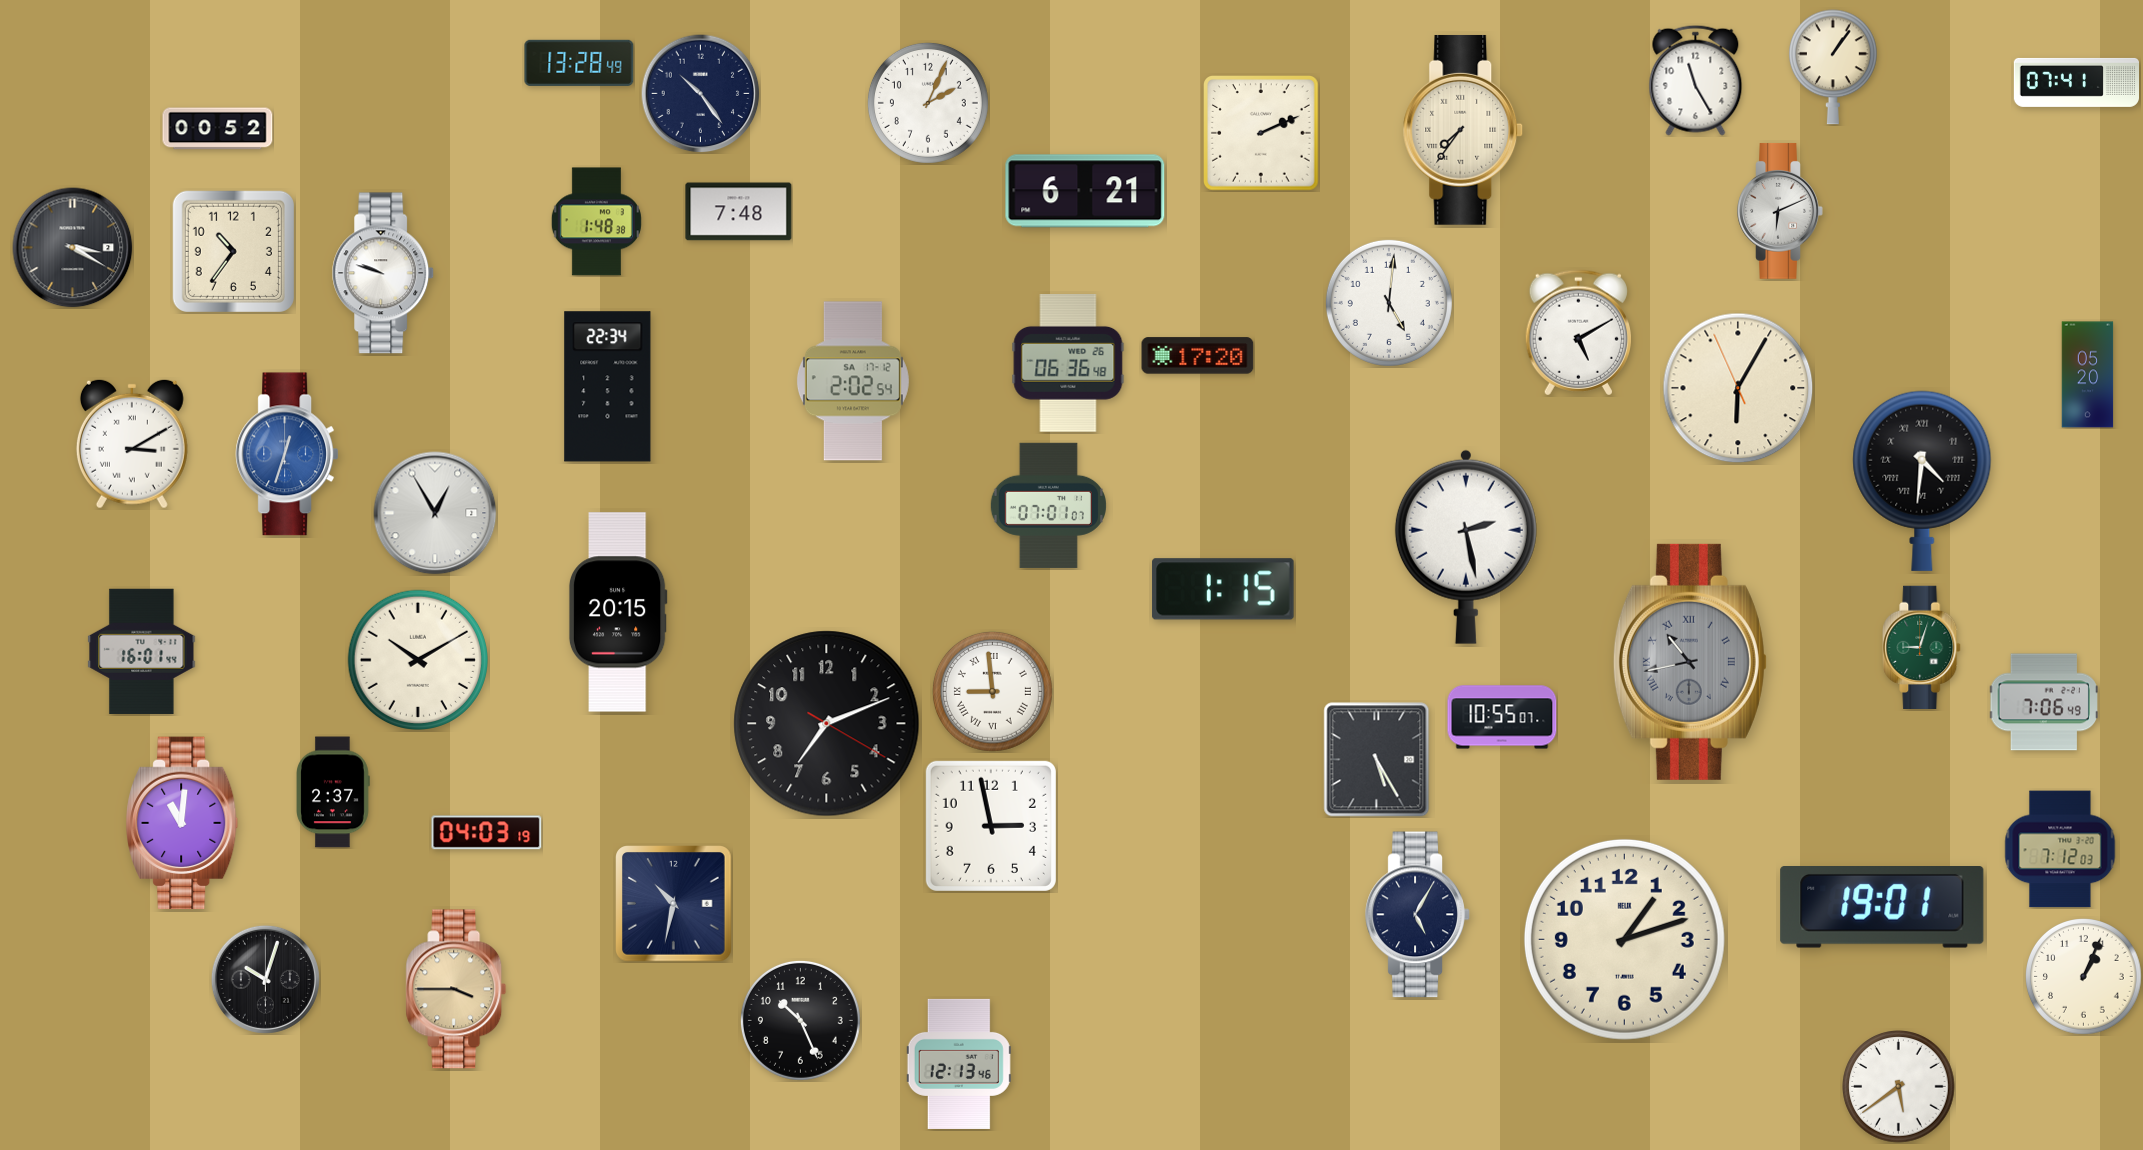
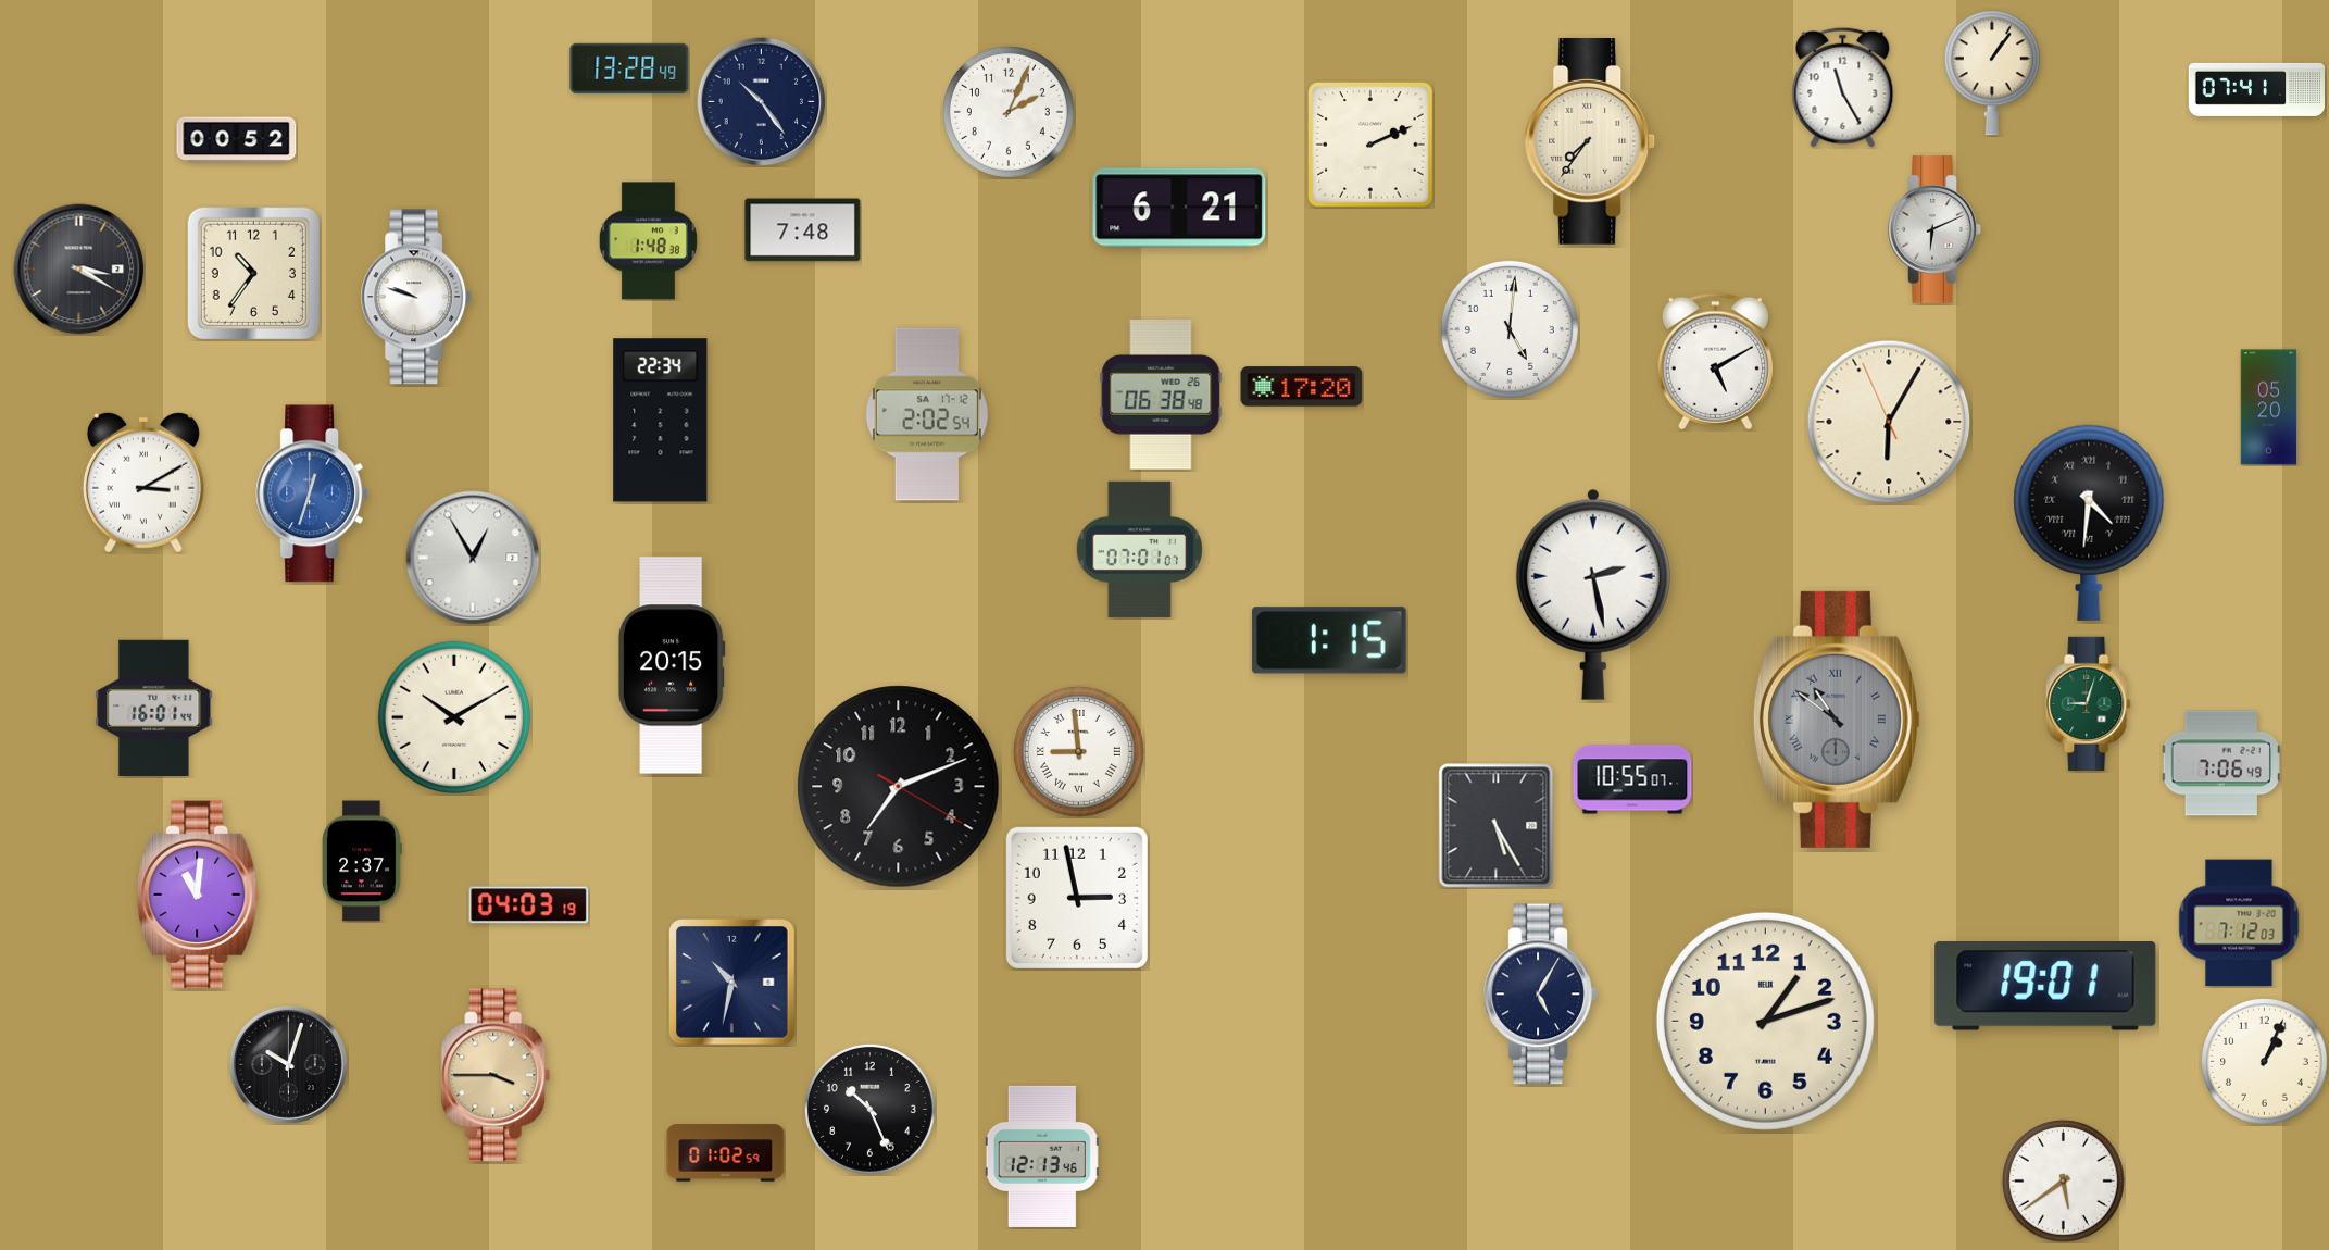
clock at (1068, 364): 06:36 -> 06:38
clock at (1690, 662): 10:43 -> 10:51
clock at (726, 1153): none -> 01:02
